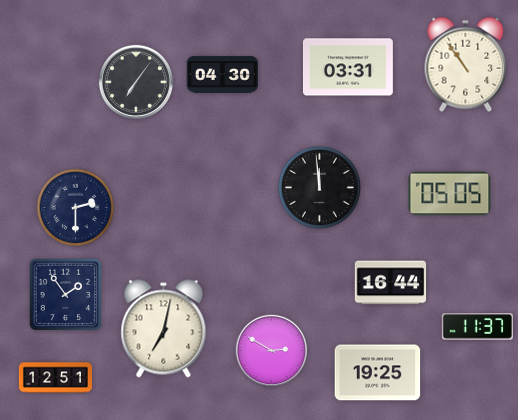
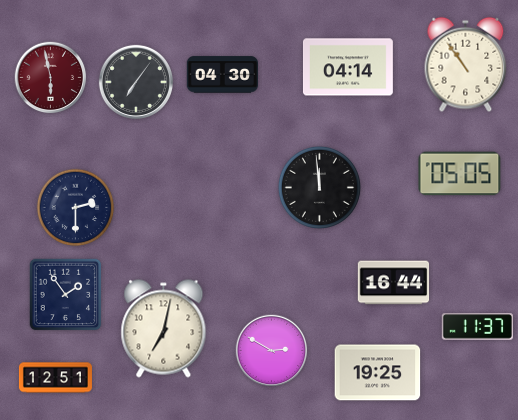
clock at (348, 67): 03:31 -> 04:14
clock at (51, 78): none -> 5:58
clock at (450, 194) position: (450, 194) -> (460, 174)
clock at (391, 283) position: (391, 283) -> (394, 283)
